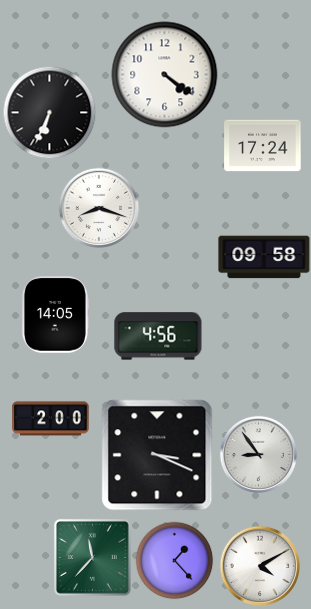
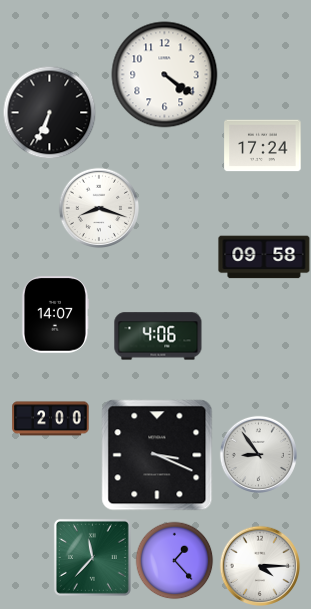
clock at (55, 315): 14:05 -> 14:07
clock at (158, 336): 4:56 -> 4:06
clock at (260, 566): 4:10 -> 4:15
